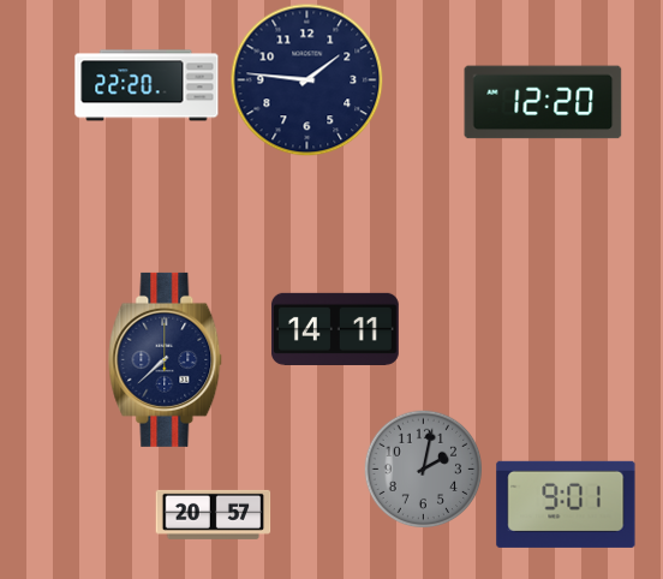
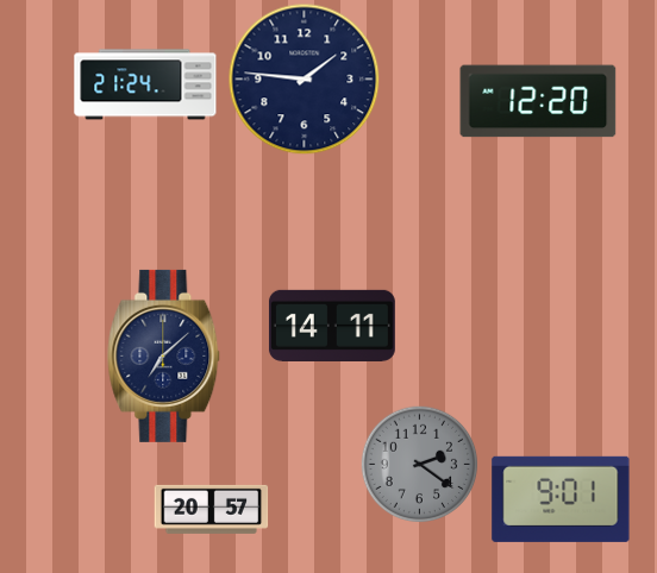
clock at (147, 85): 22:20 -> 21:24
clock at (166, 359): 7:38 -> 7:08
clock at (424, 470): 2:02 -> 2:21
